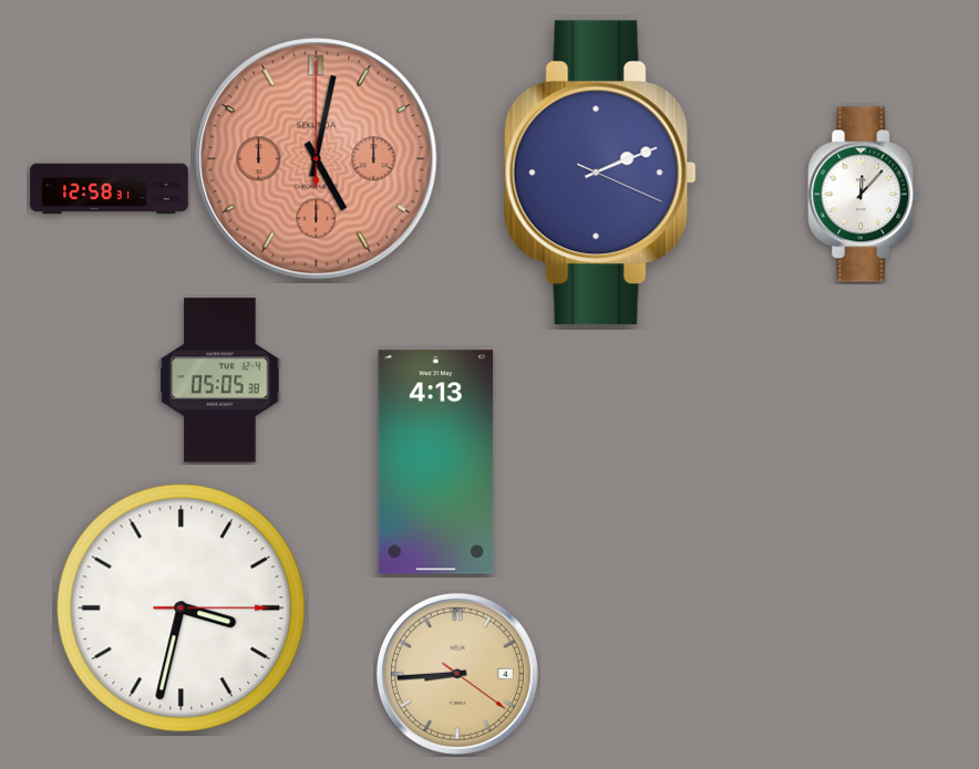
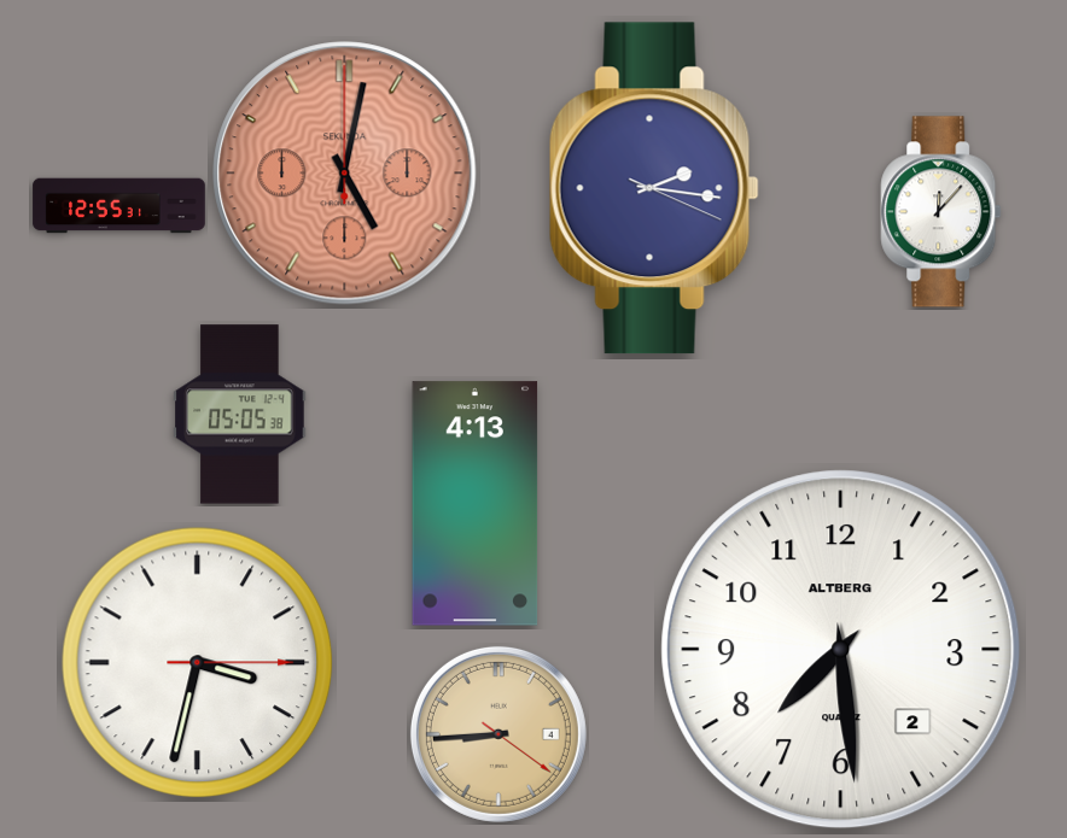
clock at (600, 173): 2:11 -> 2:16
clock at (110, 189): 12:58 -> 12:55
clock at (841, 650): none -> 7:29
